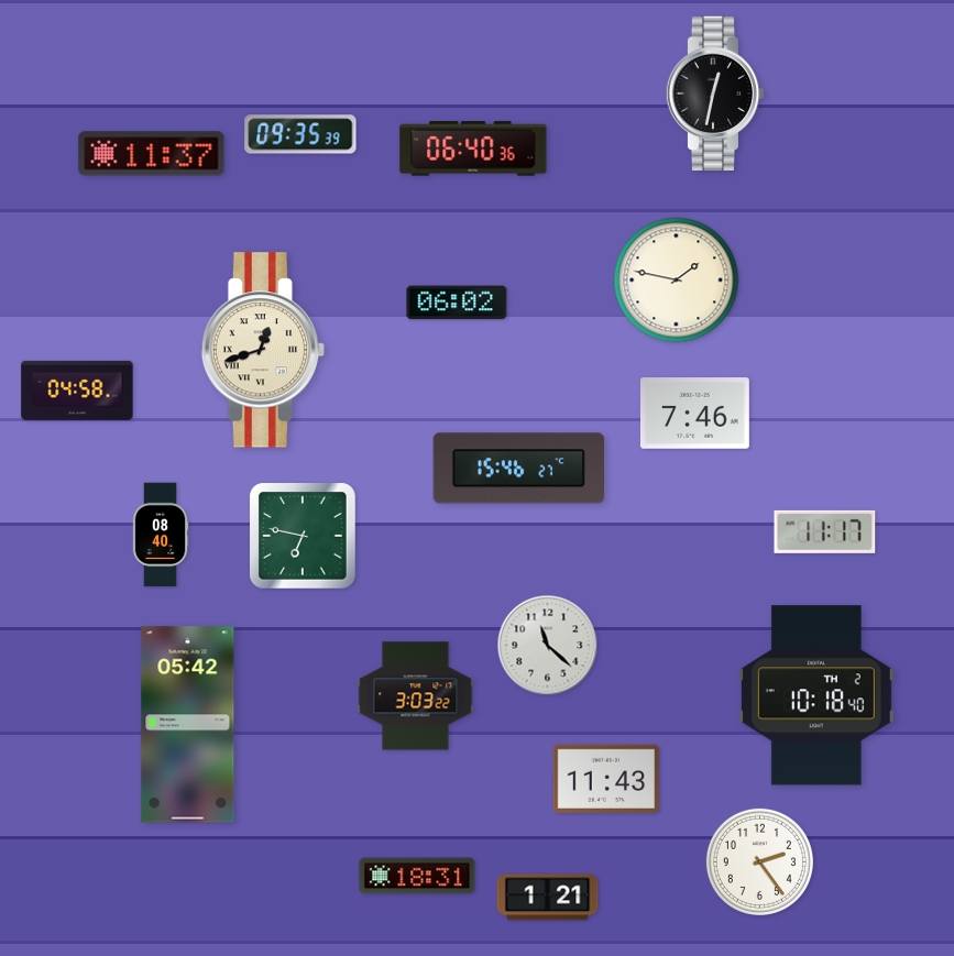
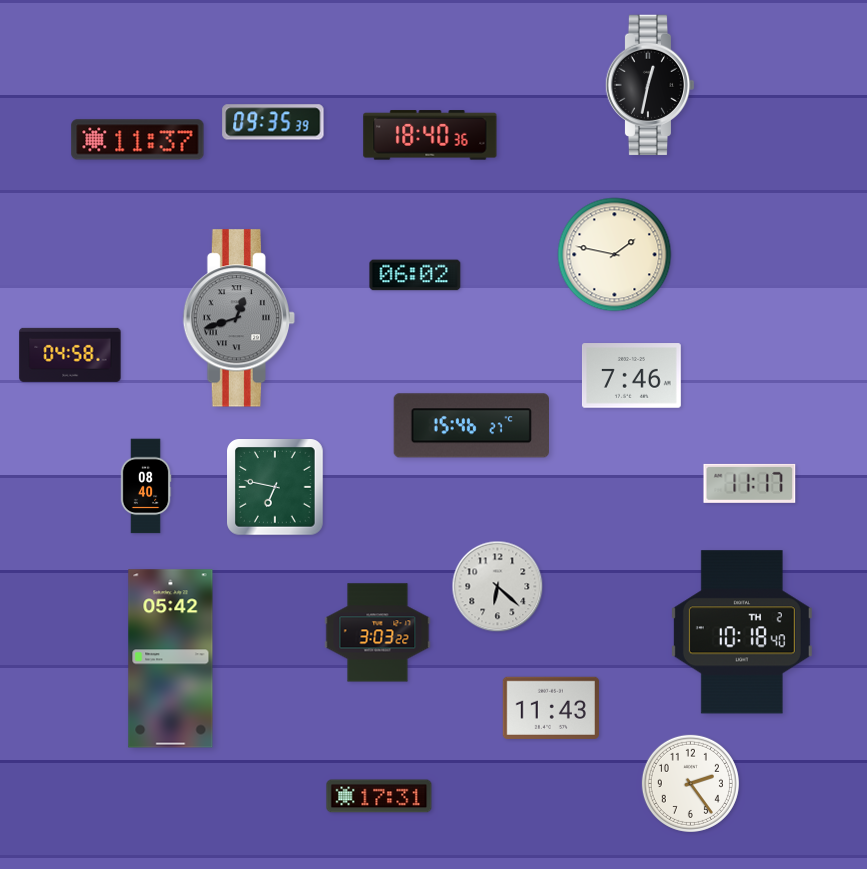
clock at (473, 149): 06:40 -> 18:40
clock at (263, 350) dial: cream -> grey
clock at (548, 646): 11:22 -> 6:22
clock at (417, 876): 18:31 -> 17:31
clock at (548, 898): 1:21 -> none
